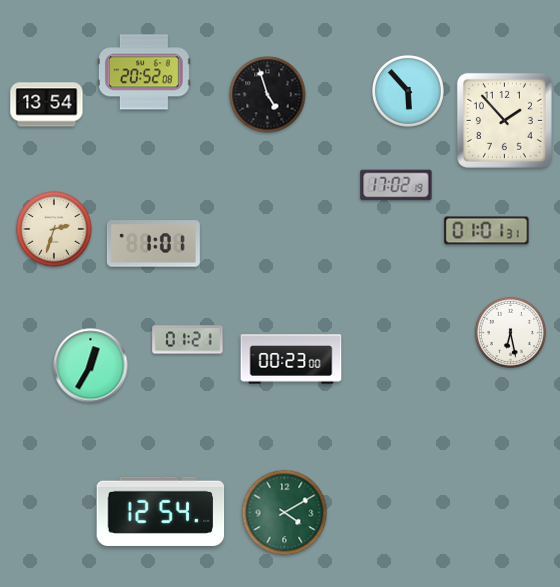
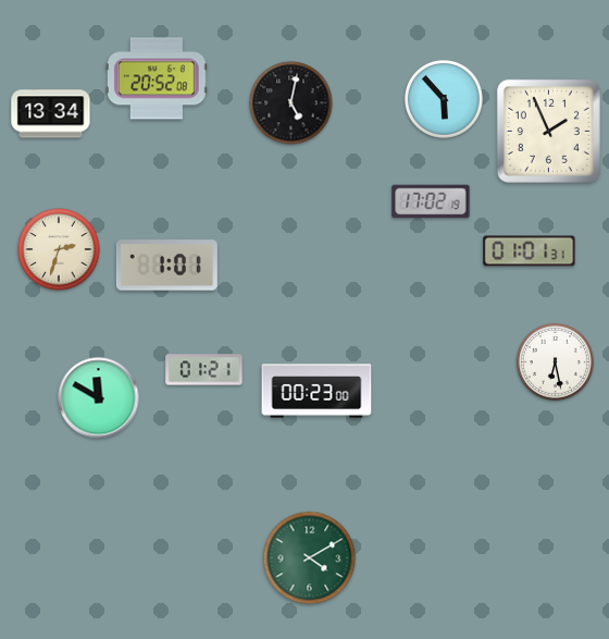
clock at (268, 95): 4:57 -> 5:02
clock at (47, 105): 13:54 -> 13:34
clock at (504, 120): 1:53 -> 1:56
clock at (91, 366): 12:35 -> 11:50
clock at (161, 511): 12:54 -> none
